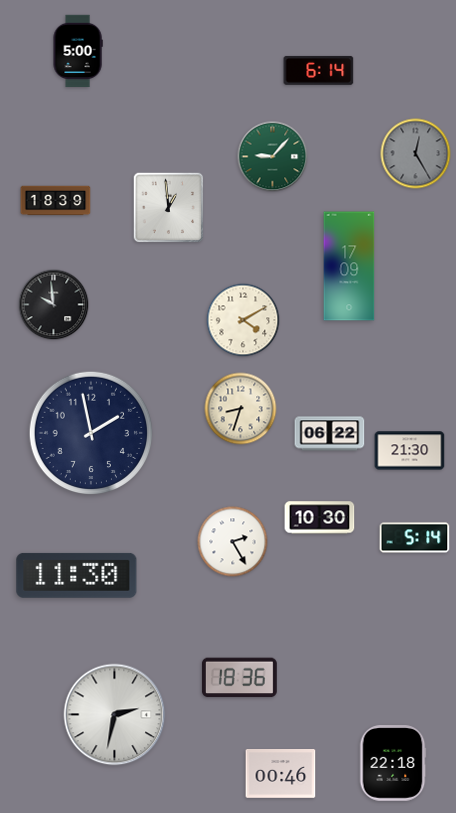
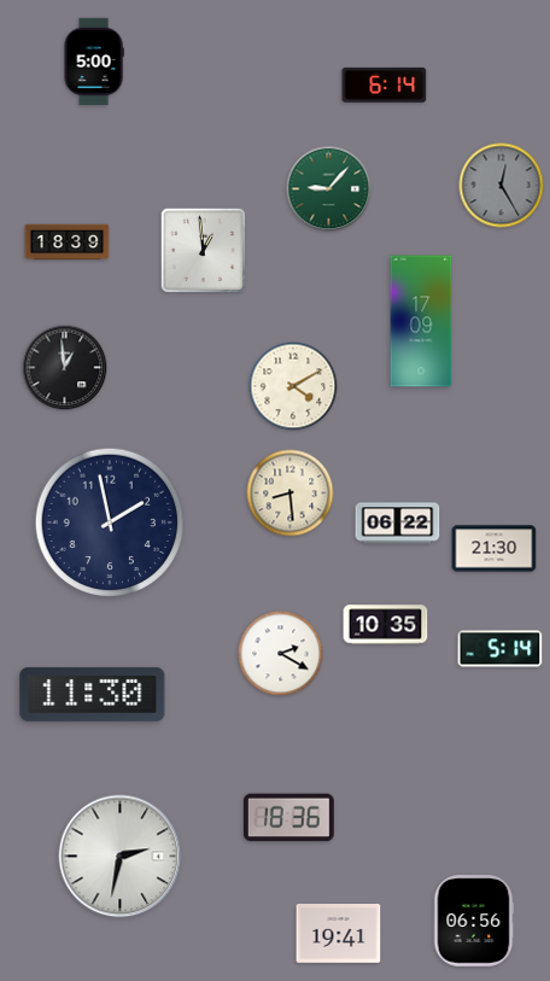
clock at (54, 305): 9:59 -> 12:59
clock at (241, 409): 8:33 -> 8:29
clock at (410, 451) position: (410, 451) -> (495, 549)
clock at (320, 518): 10:30 -> 10:35
clock at (233, 542): 2:25 -> 2:20
clock at (115, 715) position: (115, 715) -> (121, 857)
clock at (393, 763): 22:18 -> 06:56
clock at (281, 774): 00:46 -> 19:41
